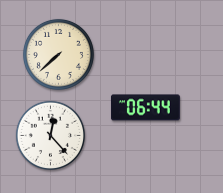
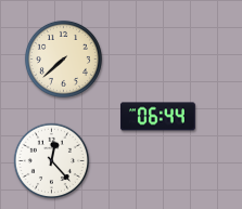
clock at (50, 135) position: (50, 135) -> (51, 160)
